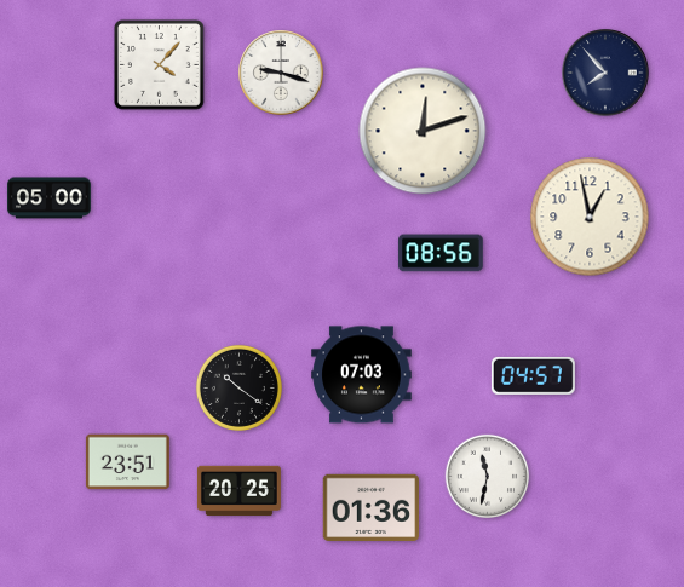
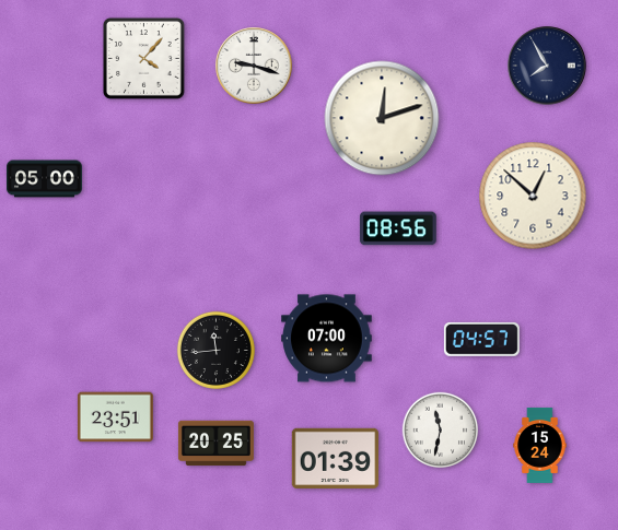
clock at (605, 73): 7:53 -> 7:55
clock at (590, 217): 12:58 -> 12:52
clock at (362, 375): 07:03 -> 07:00
clock at (238, 387): 10:21 -> 11:44
clock at (540, 445): none -> 15:24
clock at (372, 507): 01:36 -> 01:39
